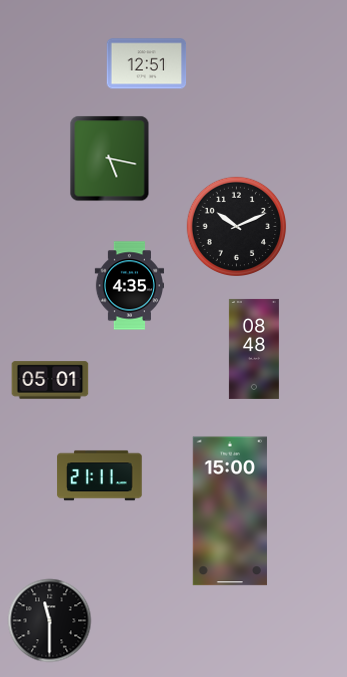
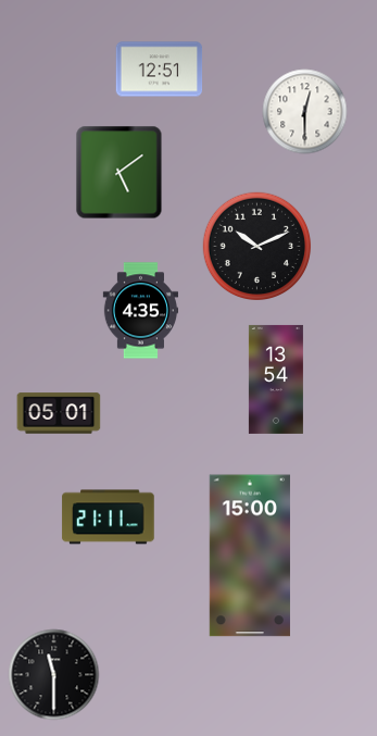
clock at (305, 112): none -> 12:30
clock at (110, 159): 5:17 -> 5:09
clock at (254, 349): 08:48 -> 13:54
clock at (50, 380) position: (50, 380) -> (59, 413)
